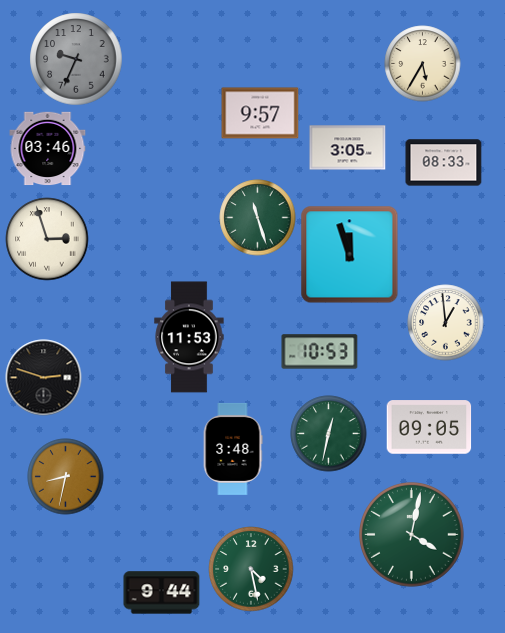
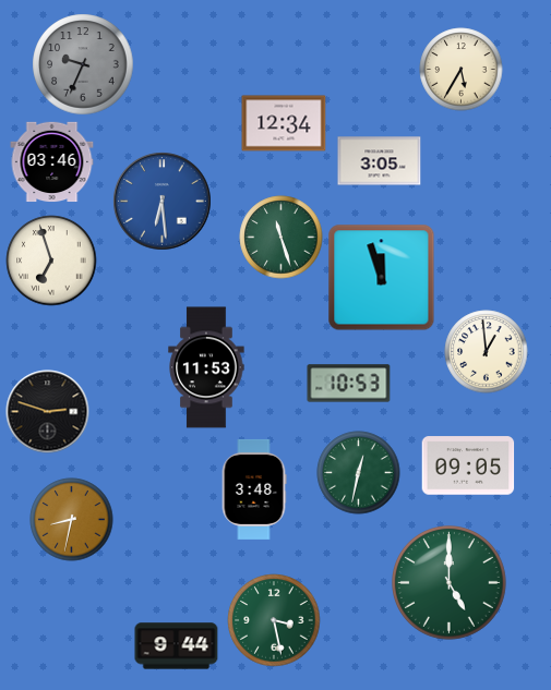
clock at (260, 113): 9:57 -> 12:34
clock at (444, 163): 08:33 -> none
clock at (163, 202): none -> 6:29
clock at (47, 239): 2:57 -> 6:57
clock at (412, 535): 4:02 -> 5:00
clock at (251, 569): 4:28 -> 3:28
